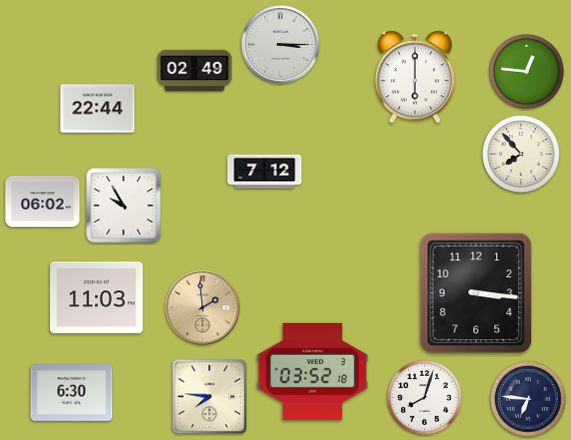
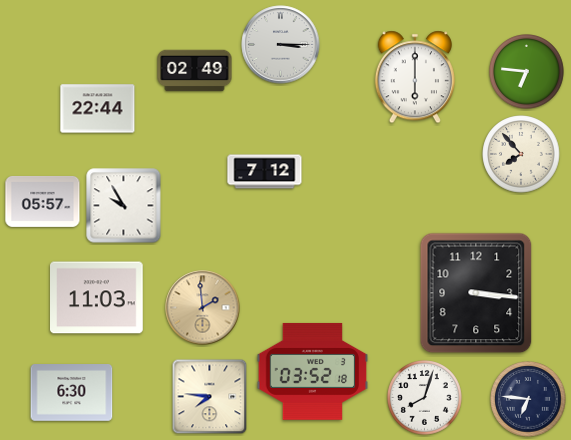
clock at (527, 72): 12:46 -> 6:46
clock at (43, 201): 06:02 -> 05:57
